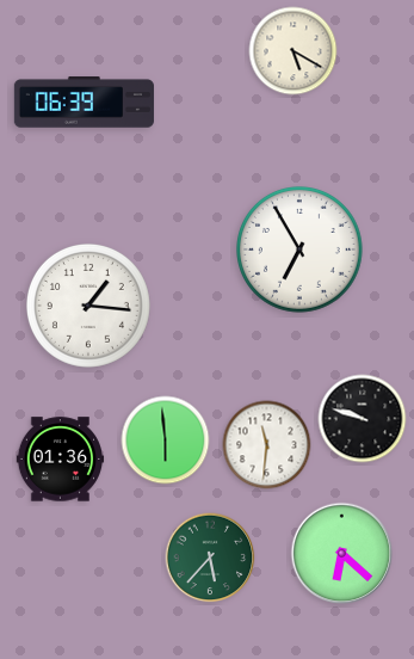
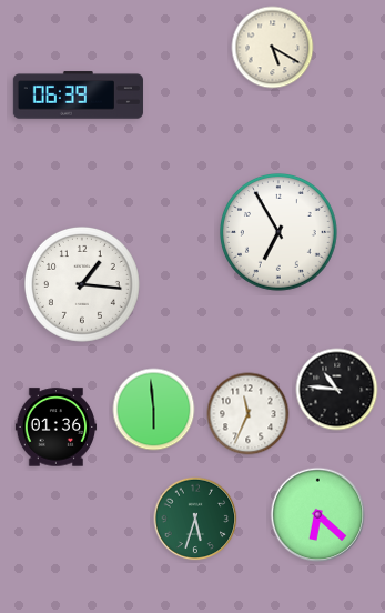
clock at (363, 419): 9:48 -> 10:46
clock at (267, 445): 11:31 -> 11:34
clock at (210, 558): 5:37 -> 5:33
